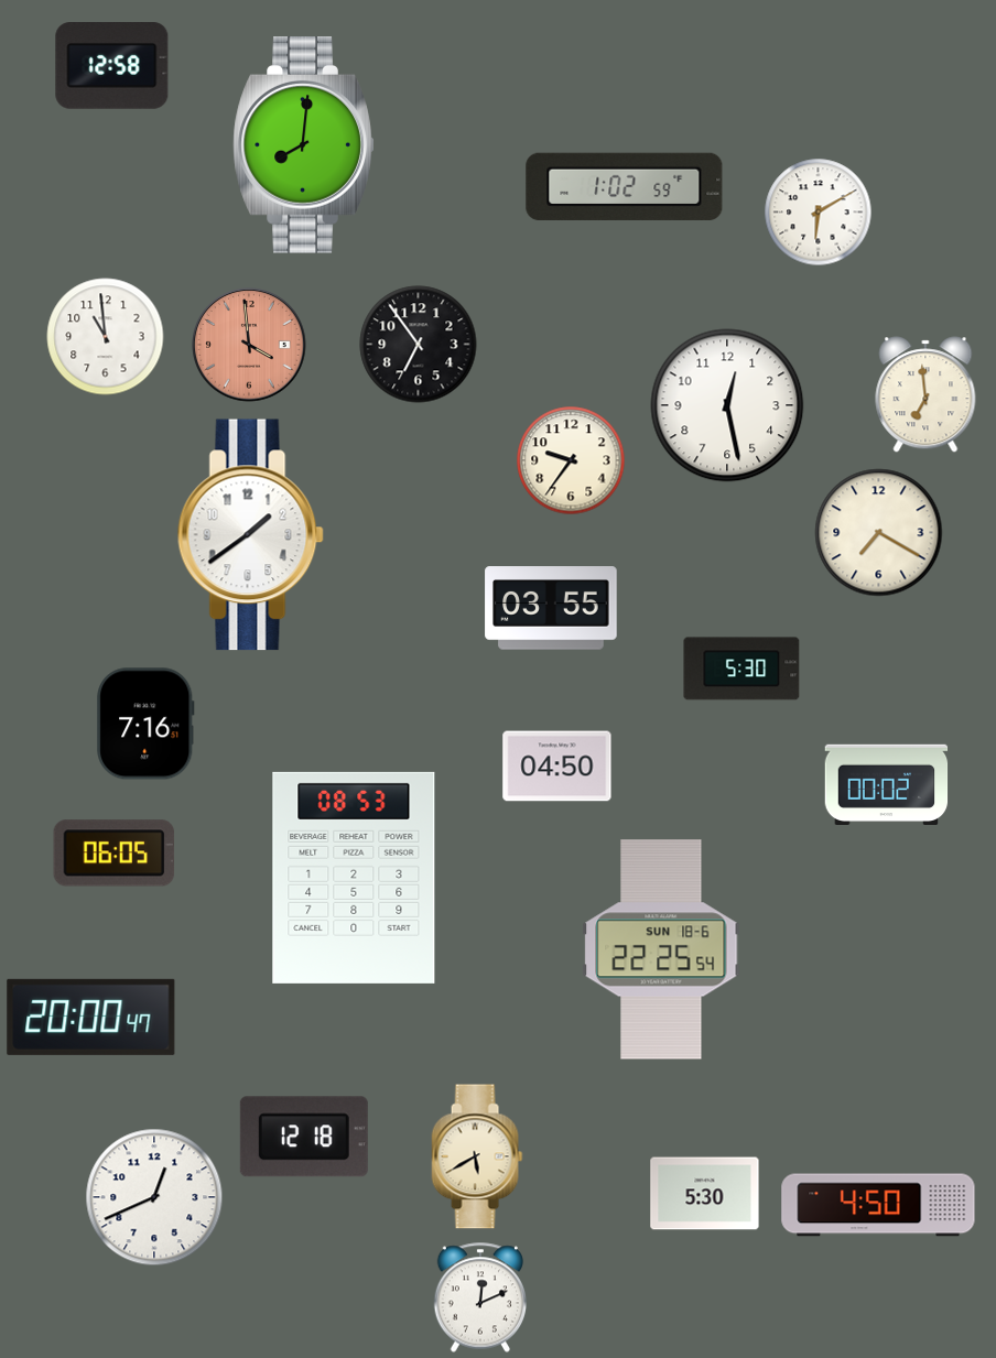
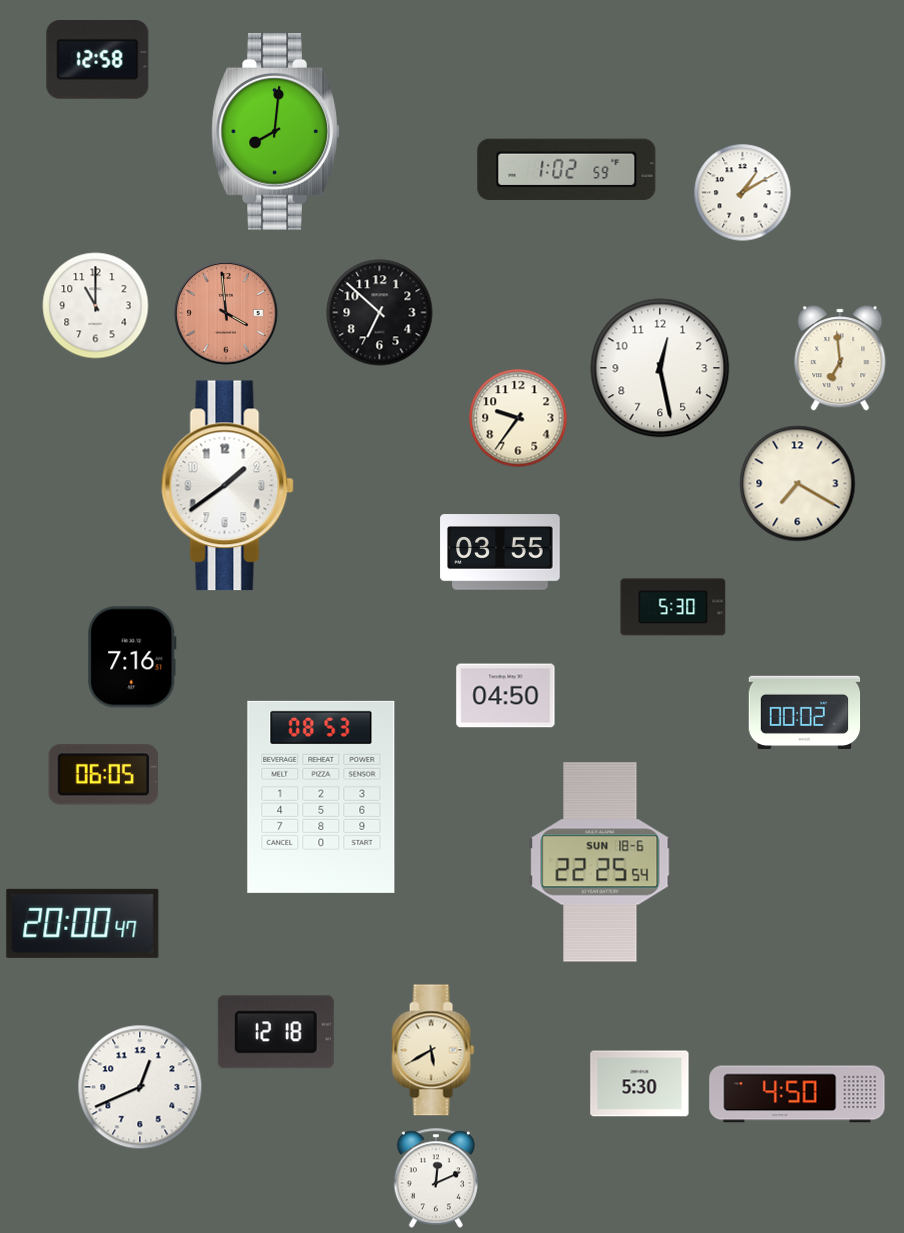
clock at (112, 66) position: (112, 66) -> (98, 60)
clock at (819, 213): 6:10 -> 1:10
clock at (106, 337): 10:59 -> 11:00
clock at (419, 345): 6:54 -> 6:52
